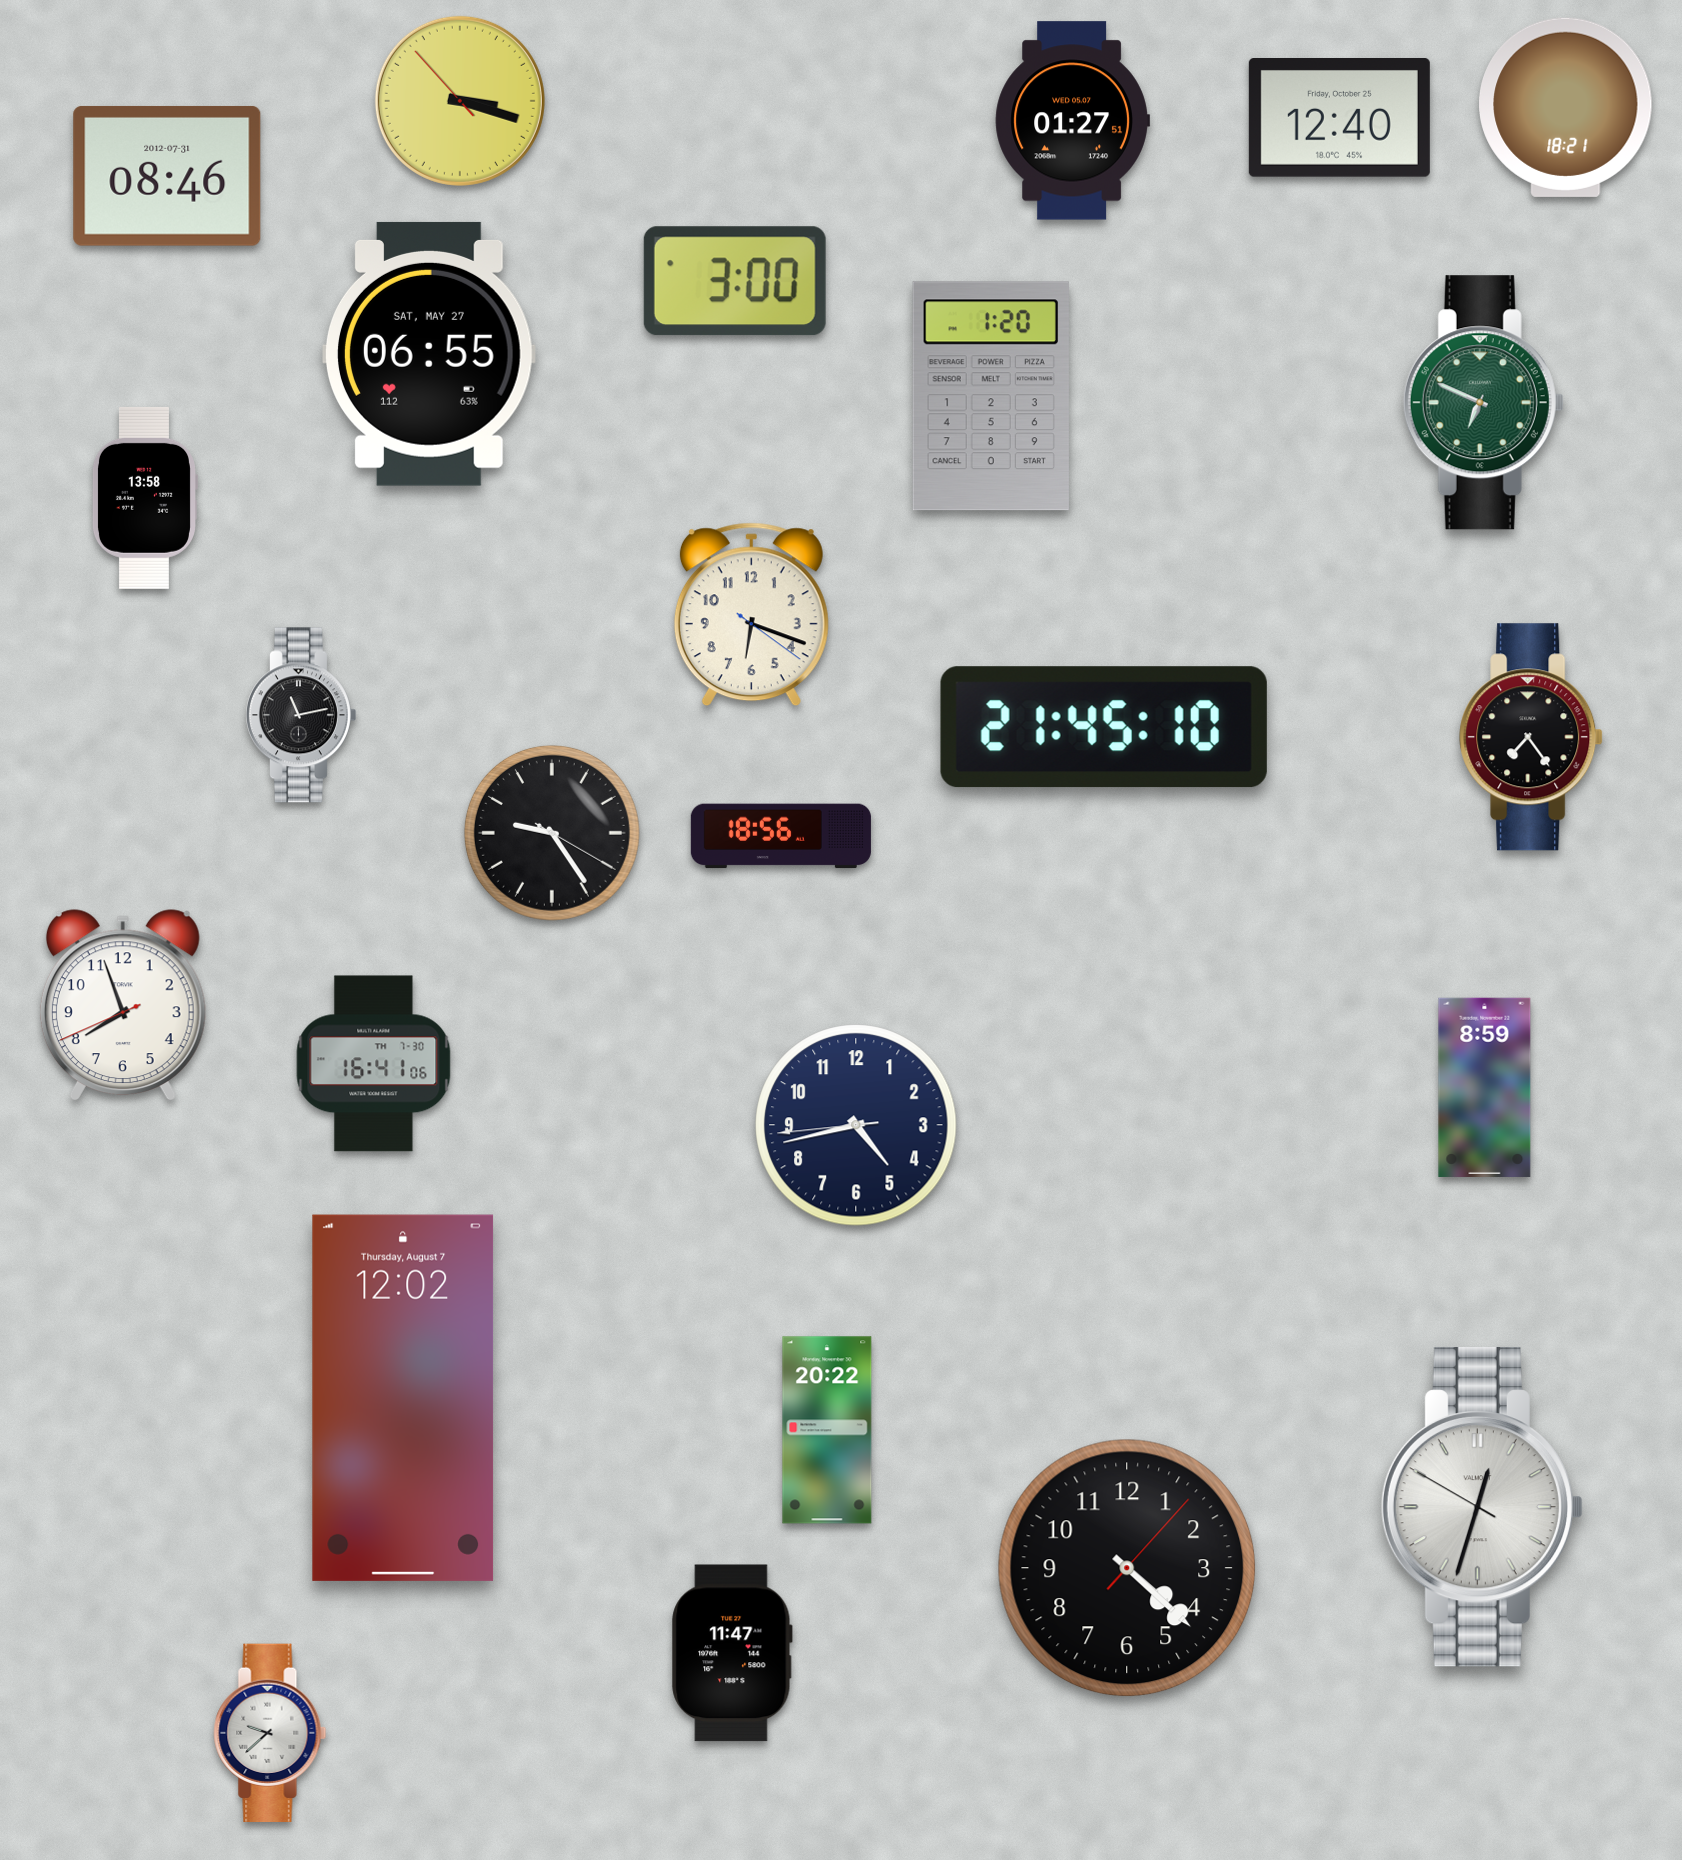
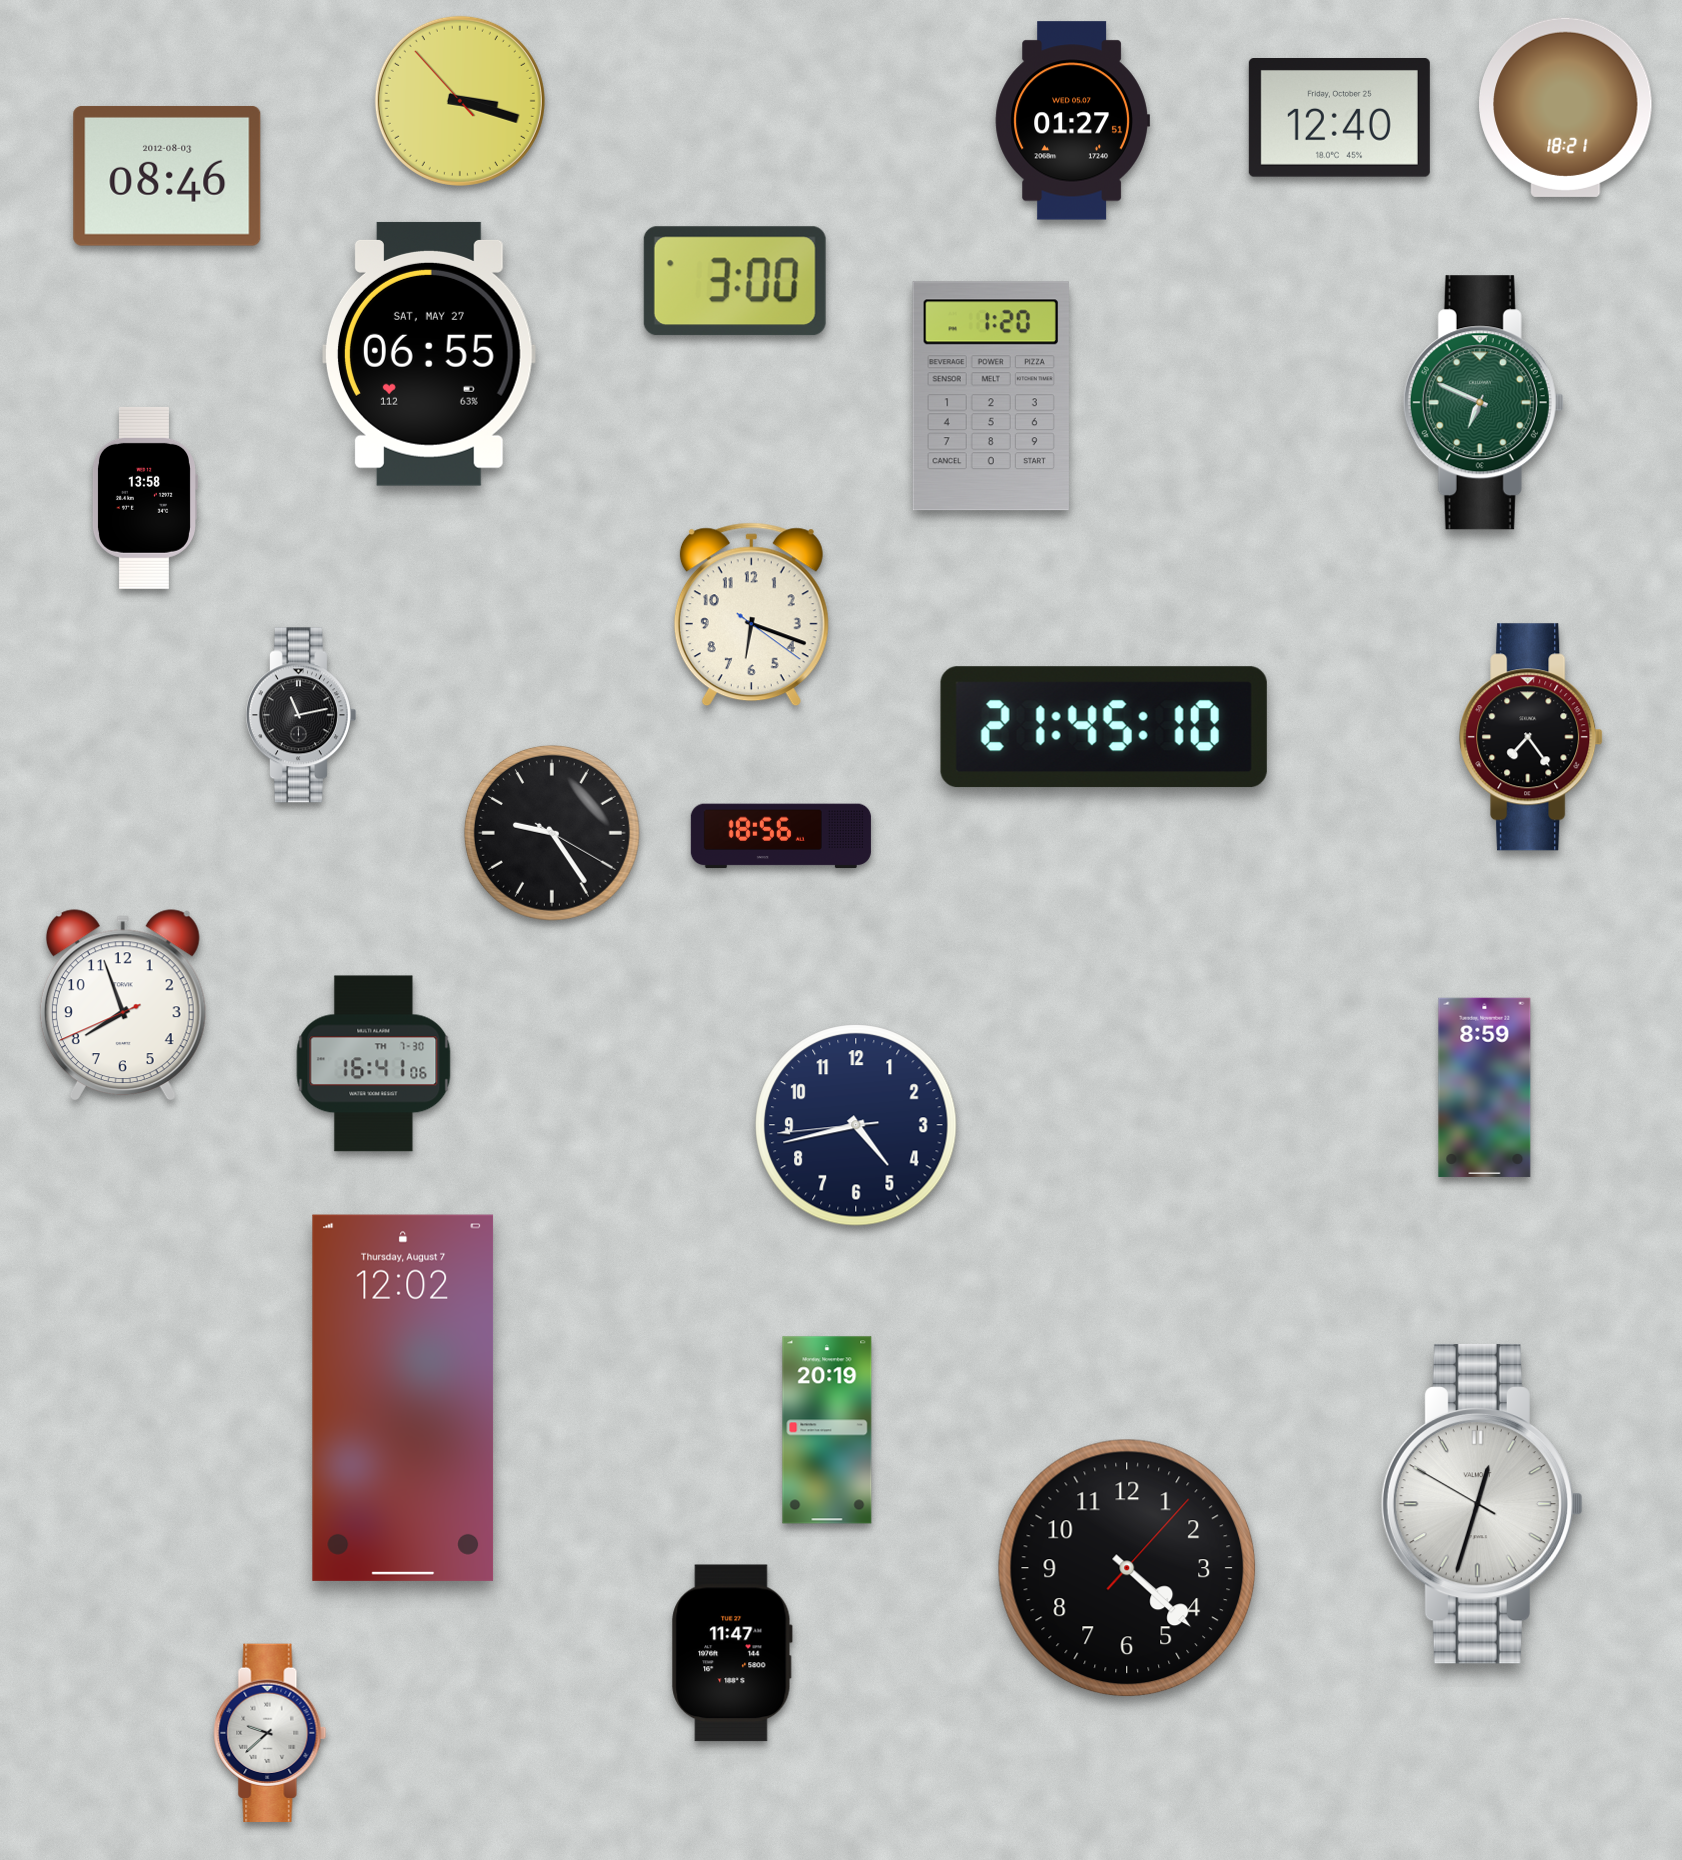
clock at (167, 176) date: 2012-07-31 -> 2012-08-03
clock at (827, 1430): 20:22 -> 20:19
clock at (1482, 1507) position: (1482, 1507) -> (1482, 1504)
